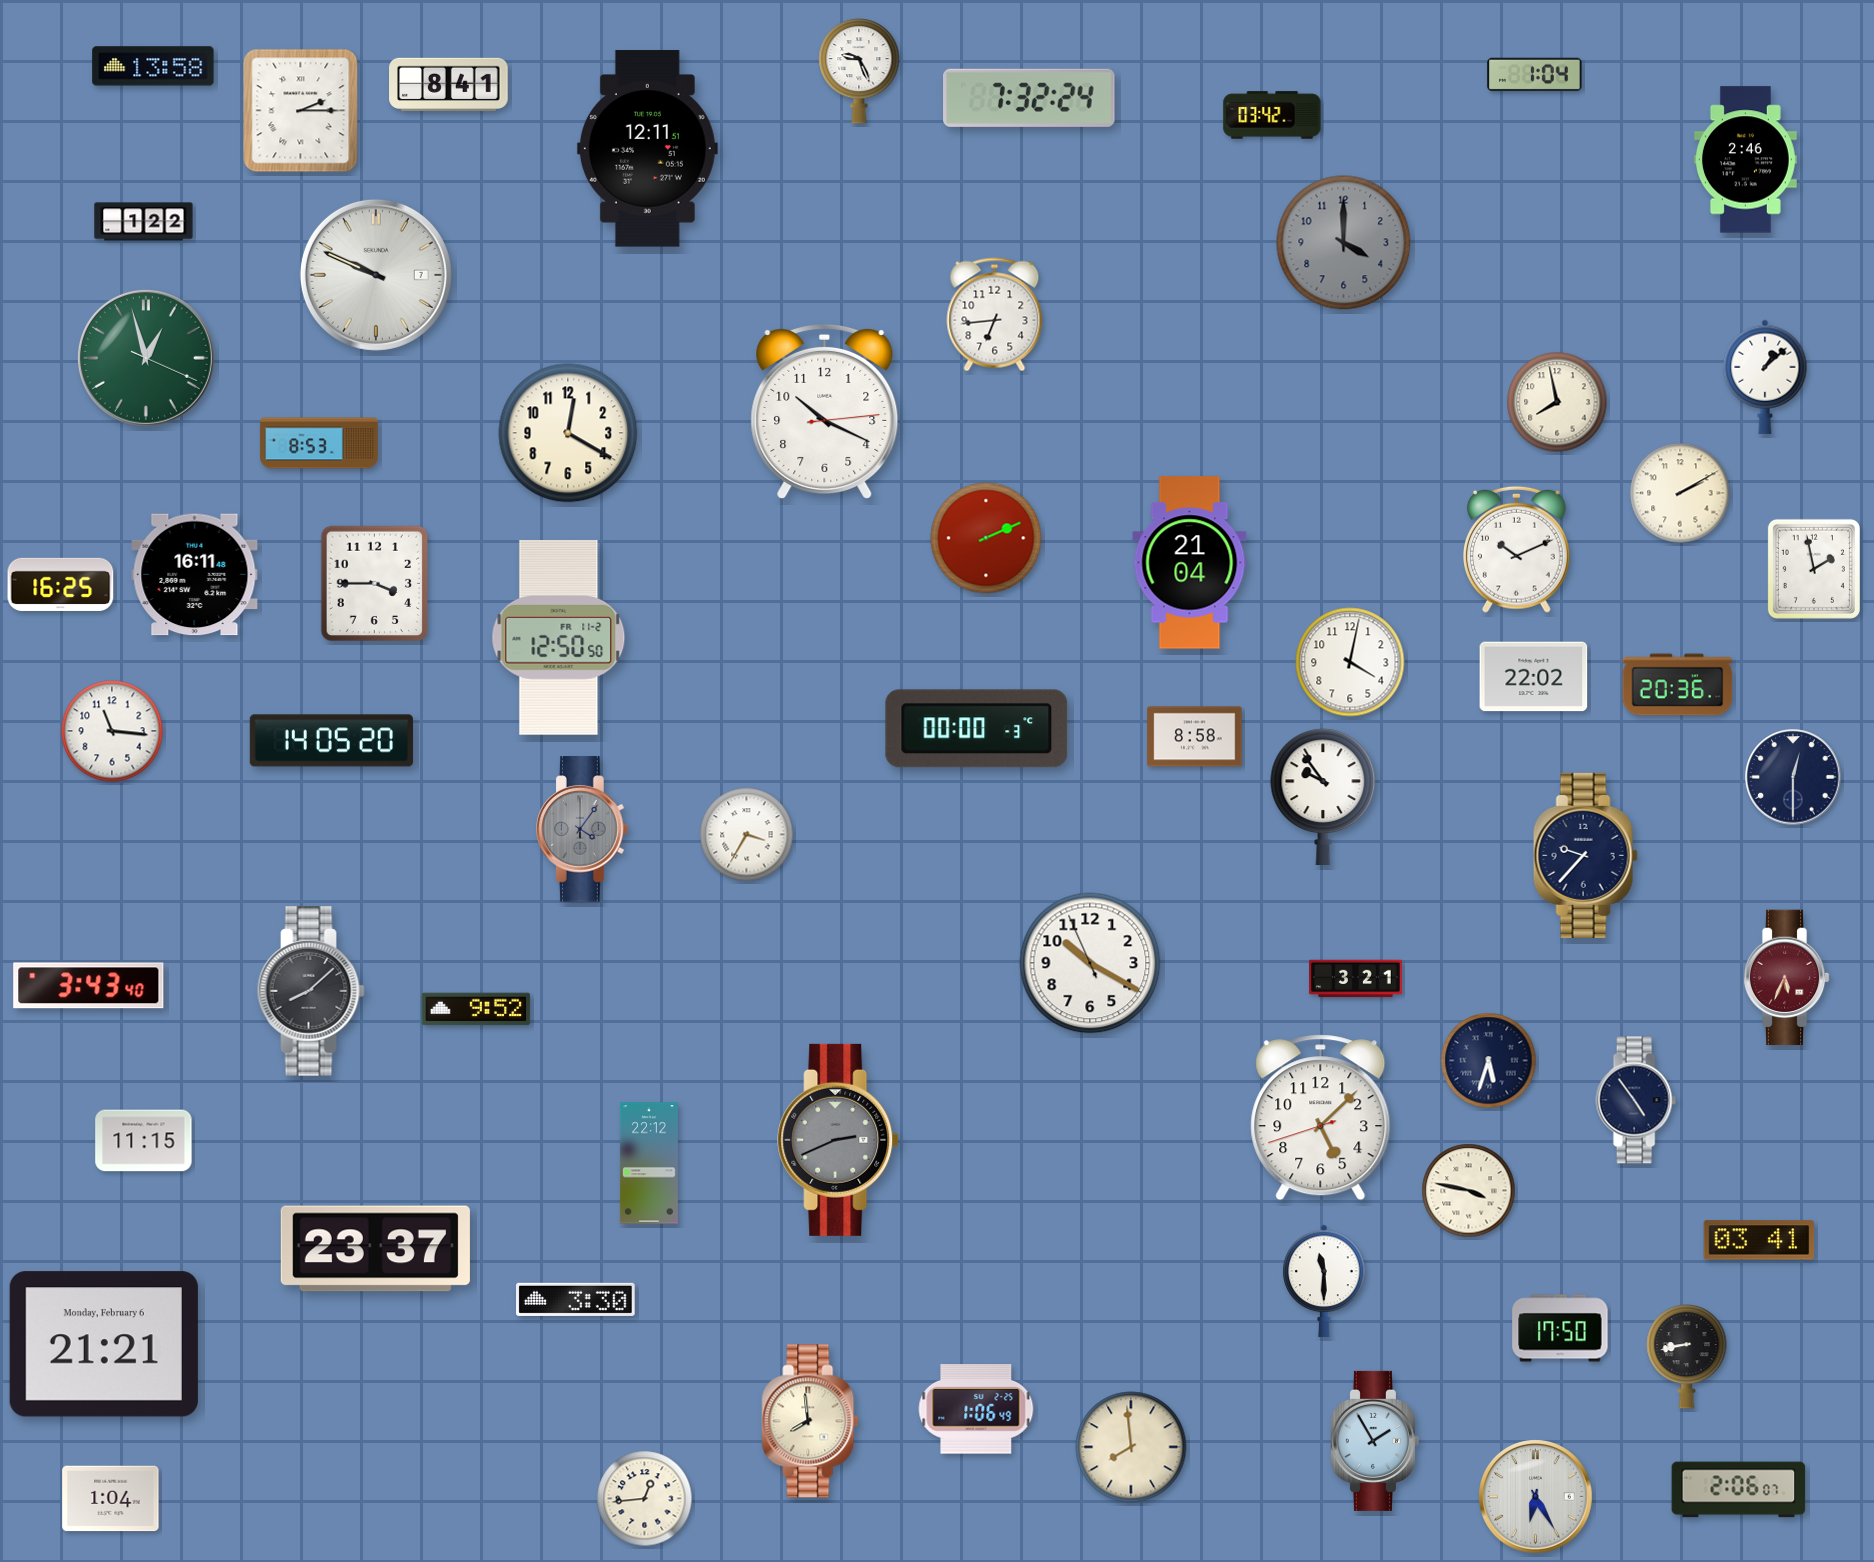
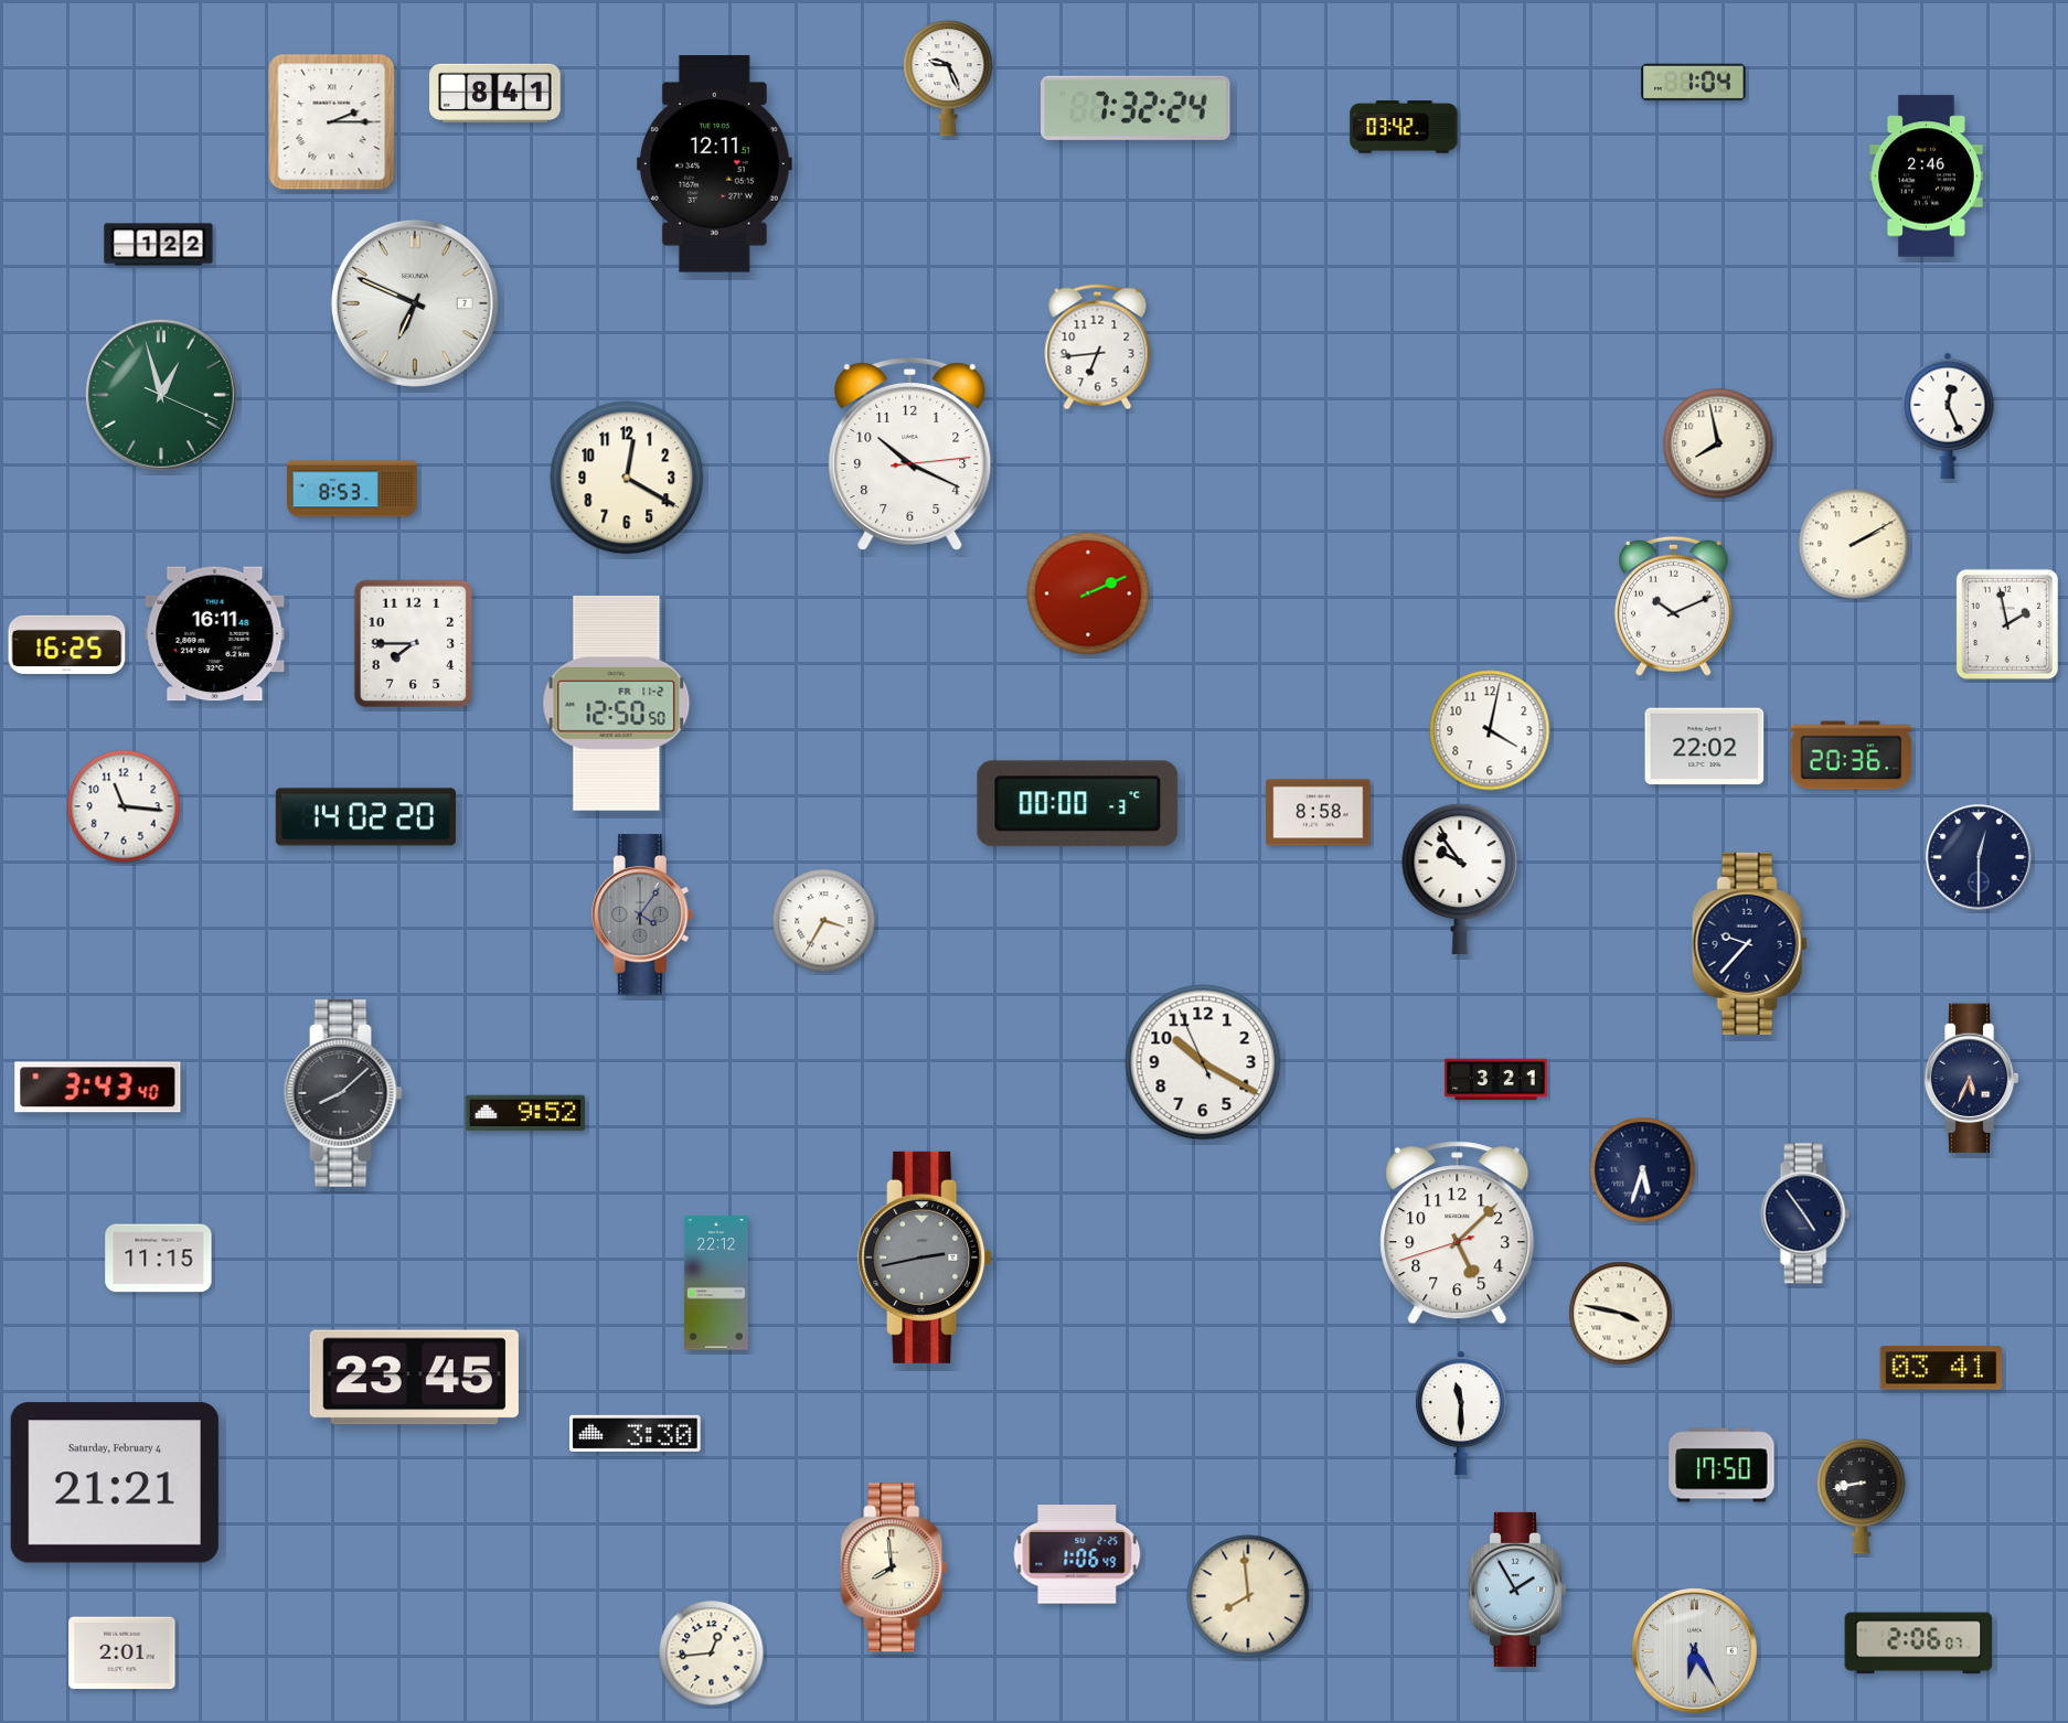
clock at (153, 66): 13:58 -> none
clock at (1344, 243): 4:00 -> none
clock at (376, 275): 9:49 -> 6:49
clock at (1765, 377): 1:08 -> 12:26
clock at (1190, 563): 21:04 -> none
clock at (1814, 569) position: (1814, 569) -> (2007, 624)
clock at (375, 584): 3:45 -> 7:45
clock at (1534, 677) position: (1534, 677) -> (1705, 747)
clock at (331, 741): 14:05 -> 14:02
clock at (1786, 978) dial: burgundy -> navy
clock at (838, 1140): 2:41 -> 2:43
clock at (375, 1249): 23:37 -> 23:45
clock at (104, 1344) date: Monday, February 6 -> Saturday, February 4
clock at (111, 1499): 1:04 -> 2:01
